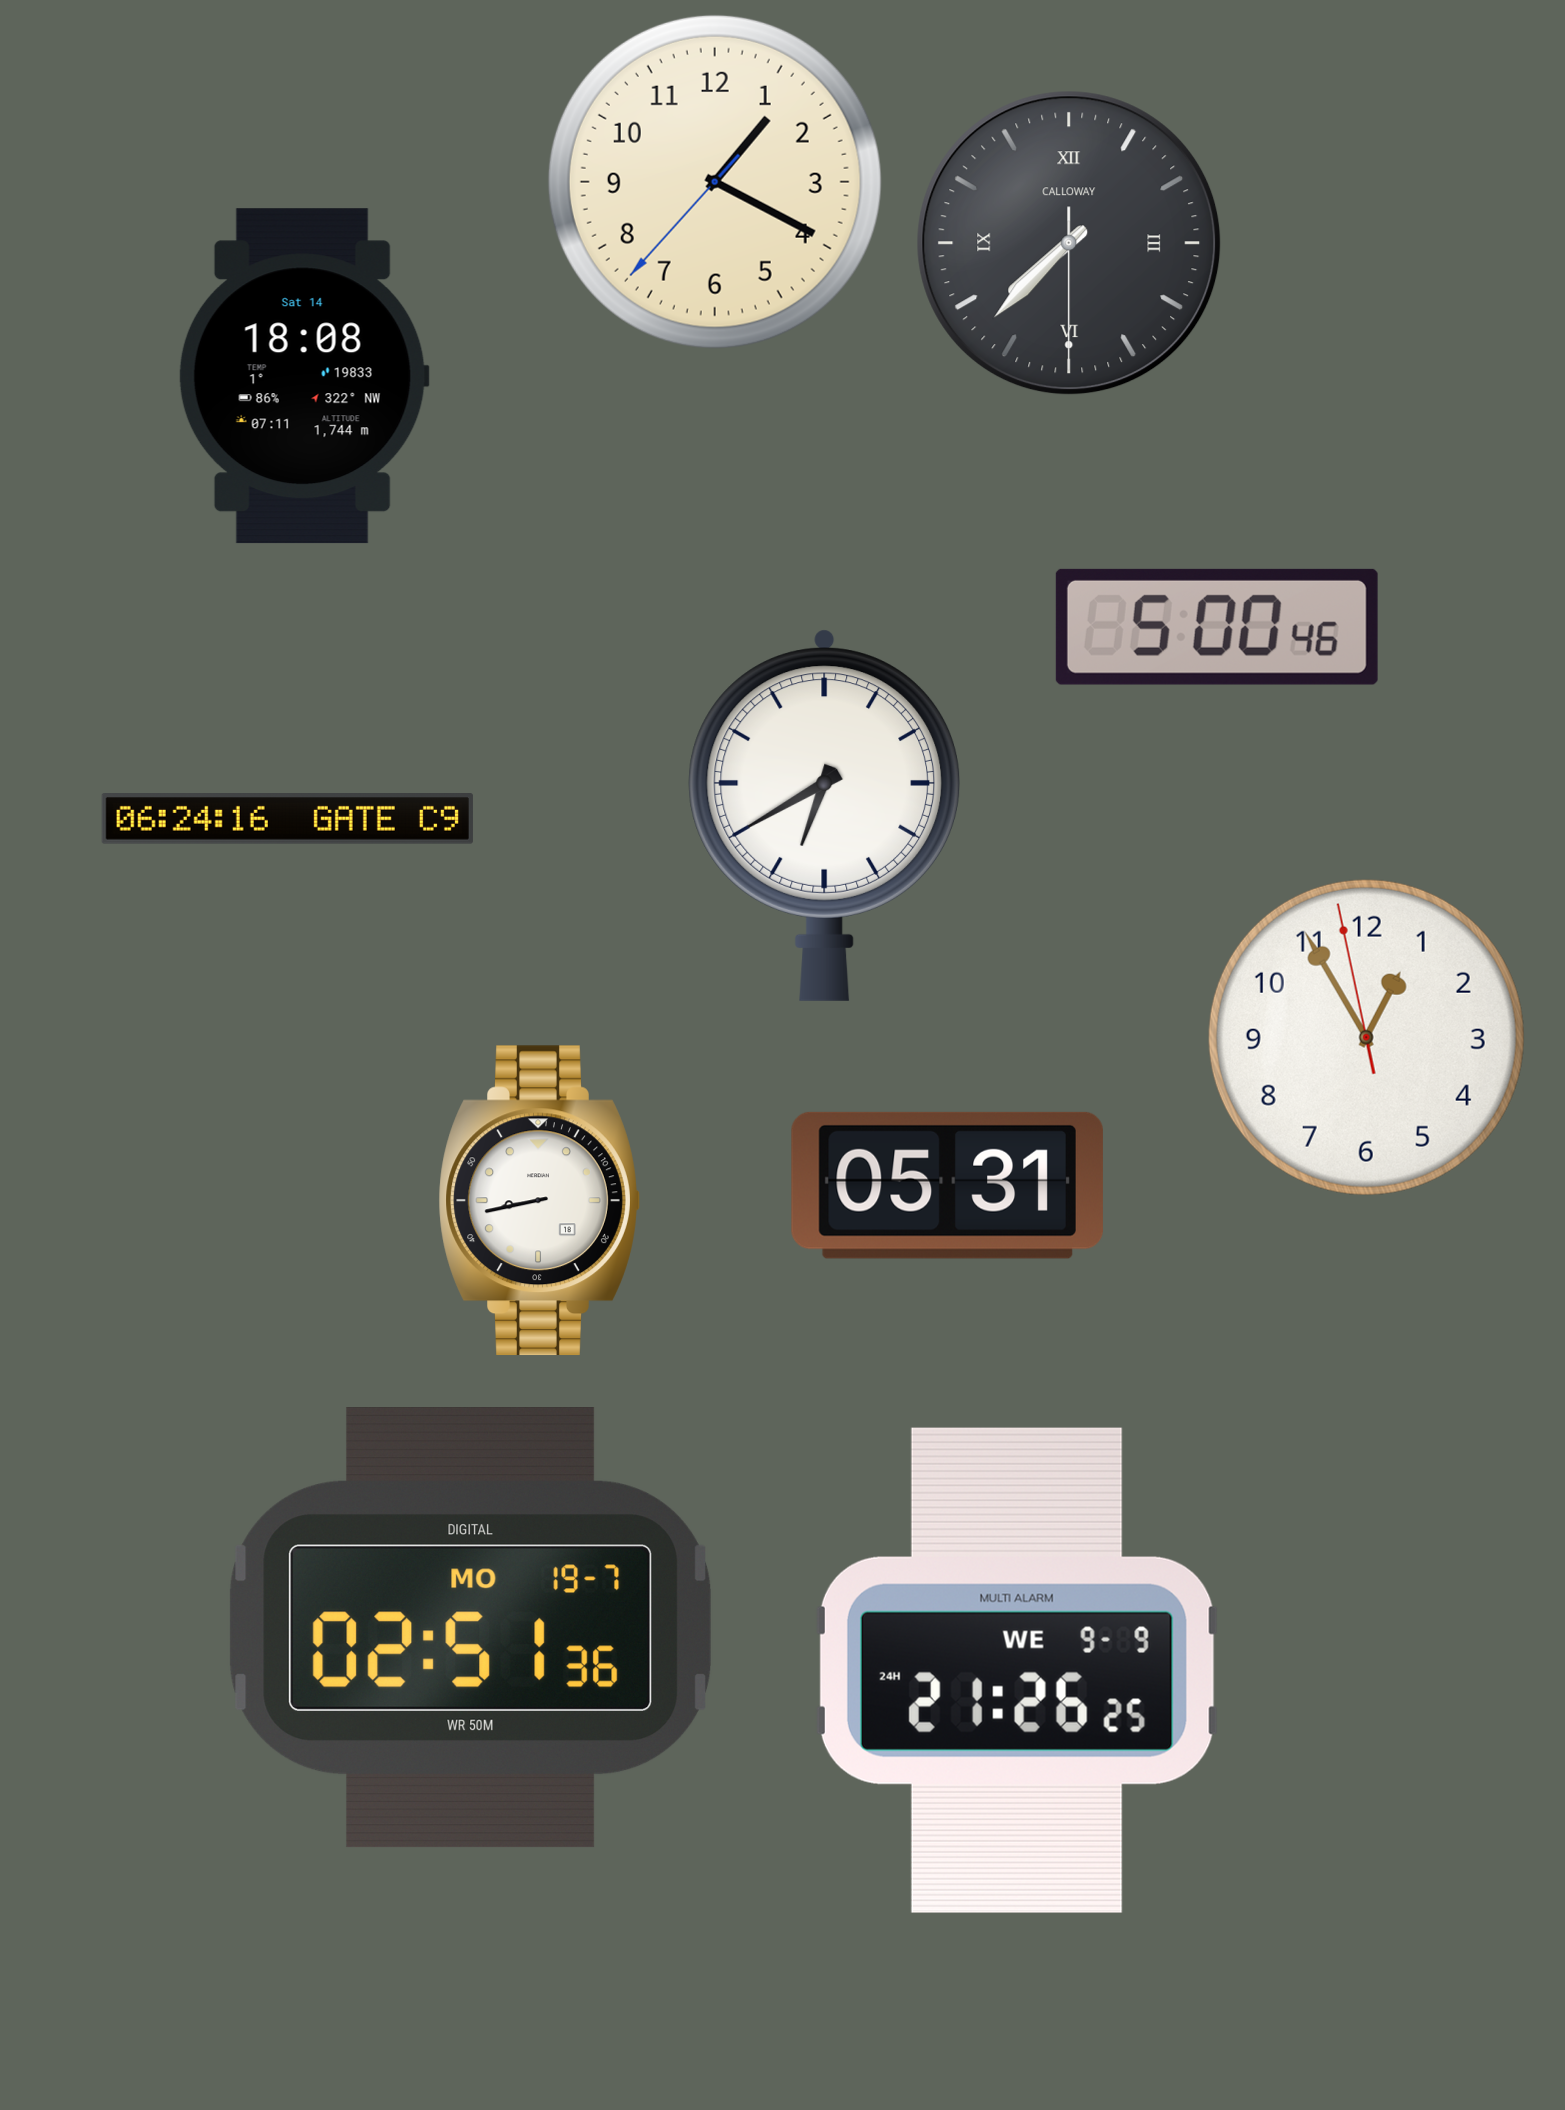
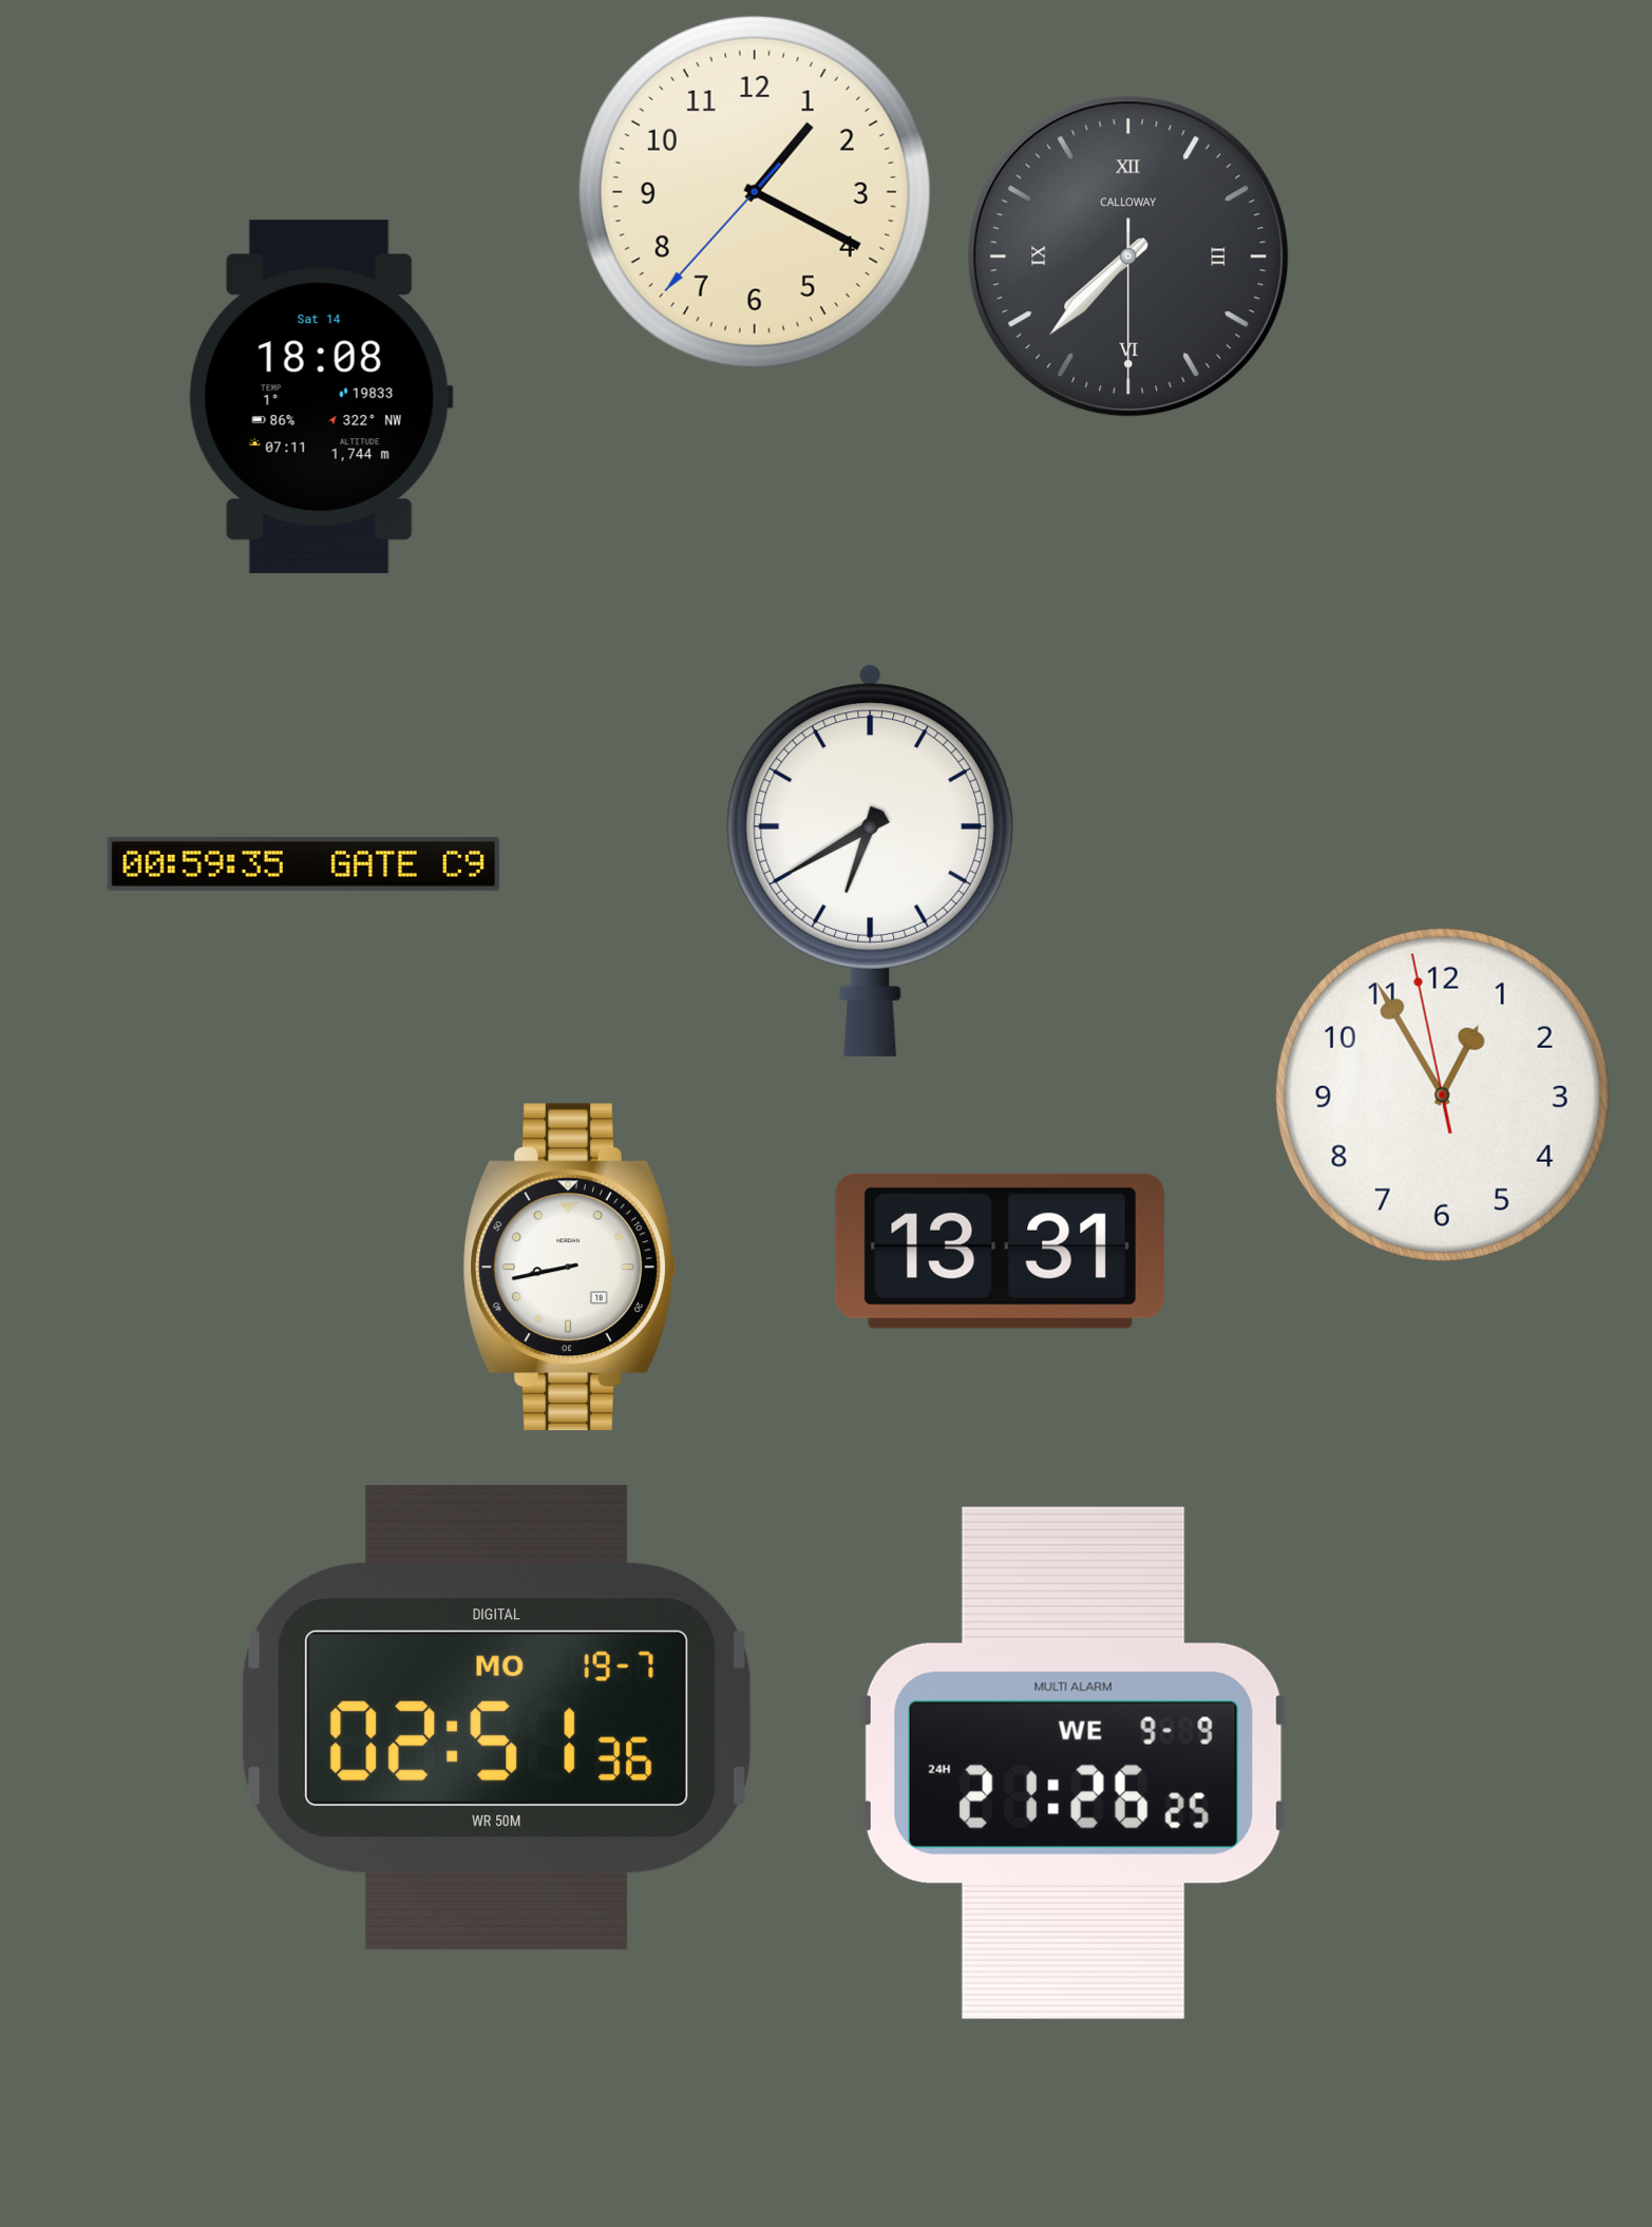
clock at (1217, 627): 5:00 -> none
clock at (287, 819): 06:24 -> 00:59
clock at (947, 1185): 05:31 -> 13:31
